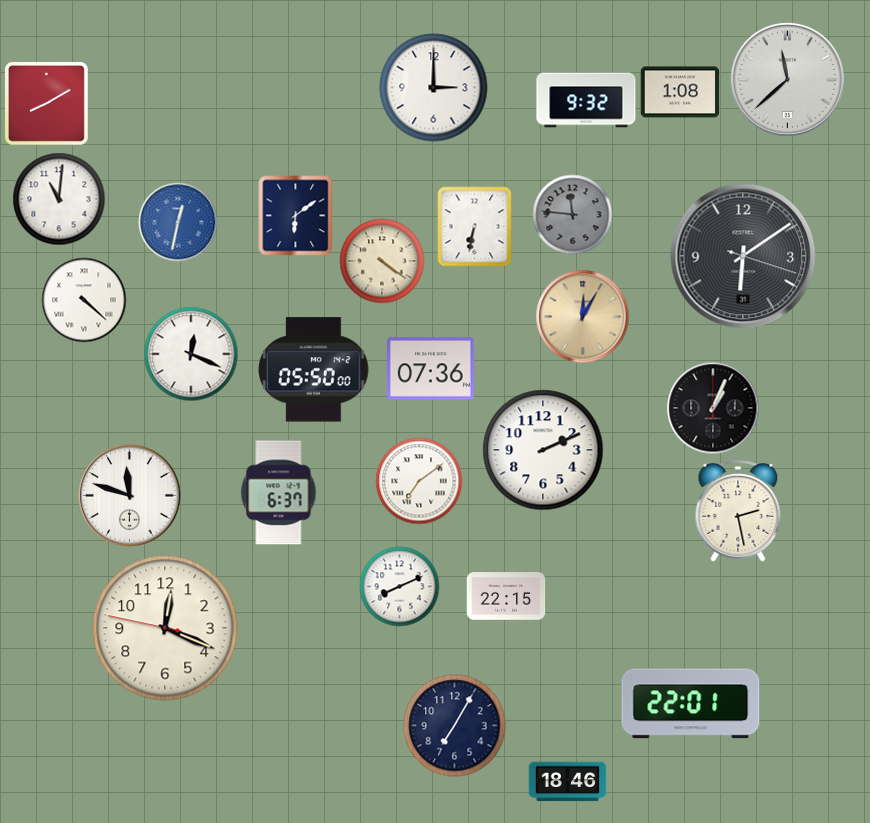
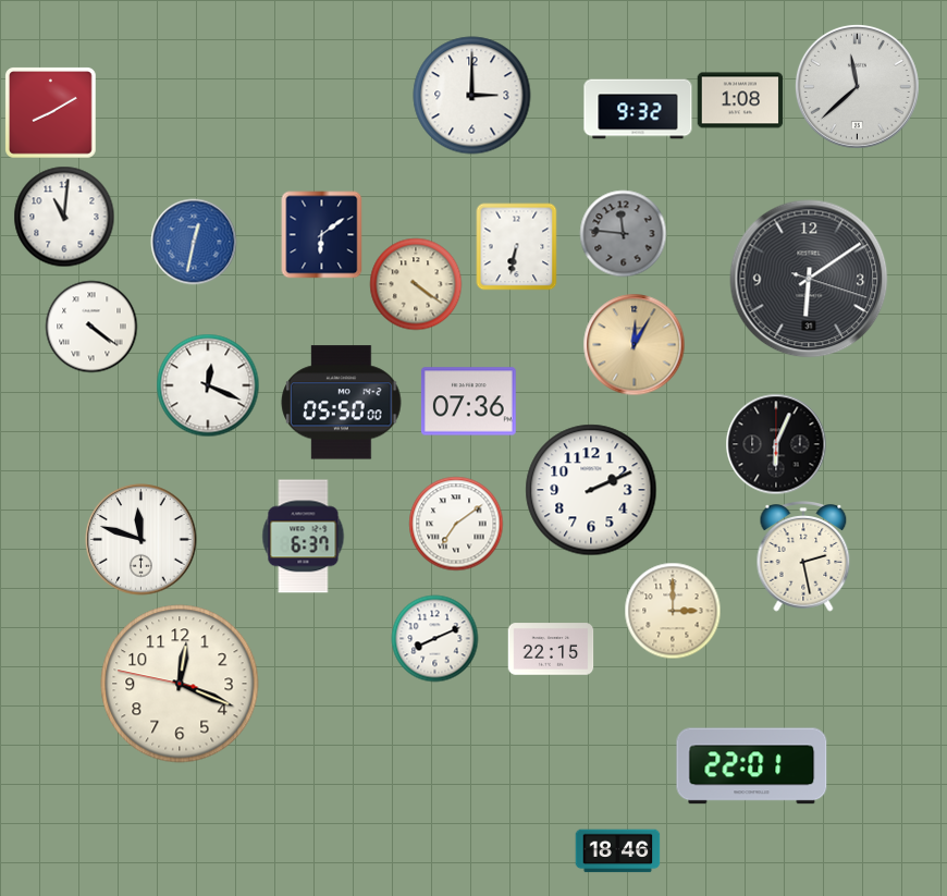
clock at (84, 300): 4:22 -> 4:21
clock at (713, 408): 1:04 -> 6:04
clock at (673, 611): none -> 3:00
clock at (455, 726): 7:05 -> none
